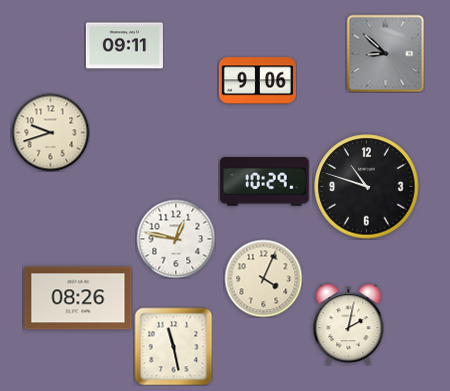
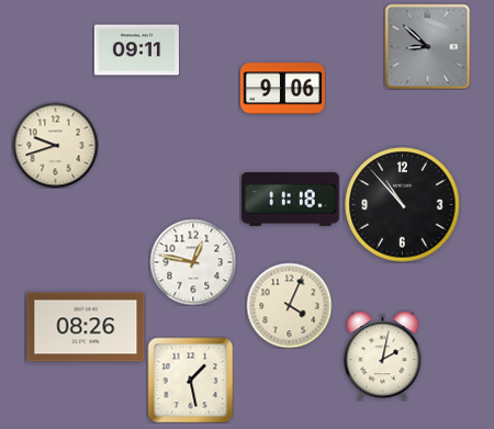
clock at (385, 53) position: (385, 53) -> (427, 46)
clock at (265, 182): 10:29 -> 11:18
clock at (367, 187): 10:48 -> 10:53
clock at (173, 346): 11:28 -> 1:28
